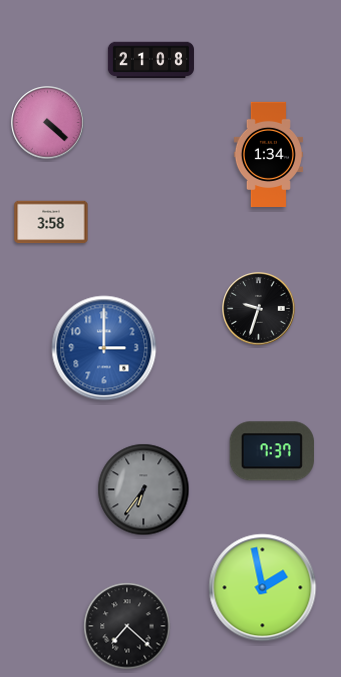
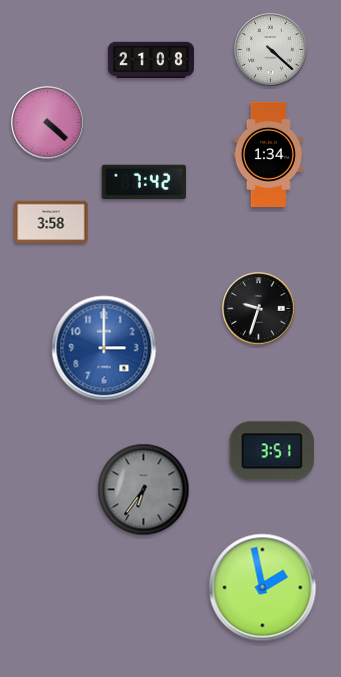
clock at (271, 50): none -> 4:22
clock at (144, 182): none -> 7:42
clock at (271, 451): 7:37 -> 3:51
clock at (127, 626): 7:22 -> none
